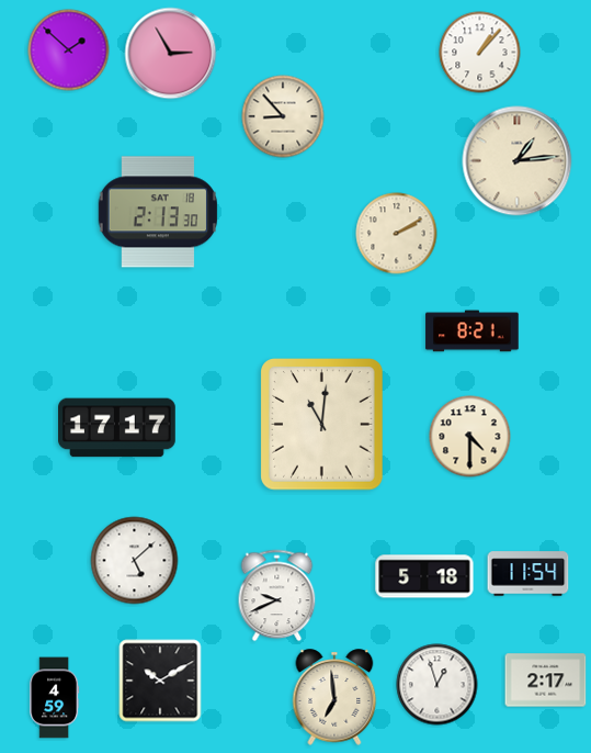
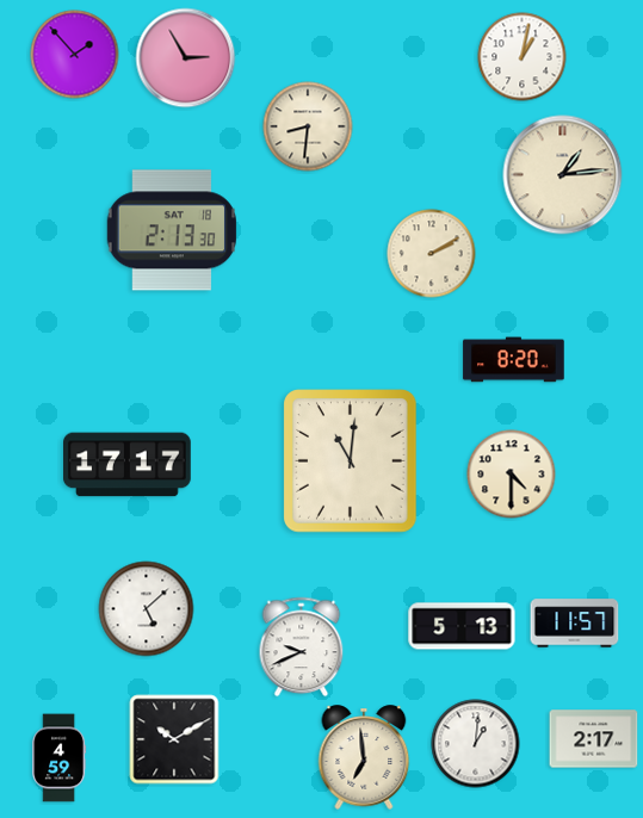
clock at (69, 50): 1:52 -> 1:53
clock at (480, 53): 1:07 -> 1:02
clock at (283, 116): 8:53 -> 8:31
clock at (473, 331): 8:21 -> 8:20
clock at (529, 574): 11:54 -> 11:57
clock at (424, 576): 5:18 -> 5:13
clock at (437, 685): 12:57 -> 1:01
